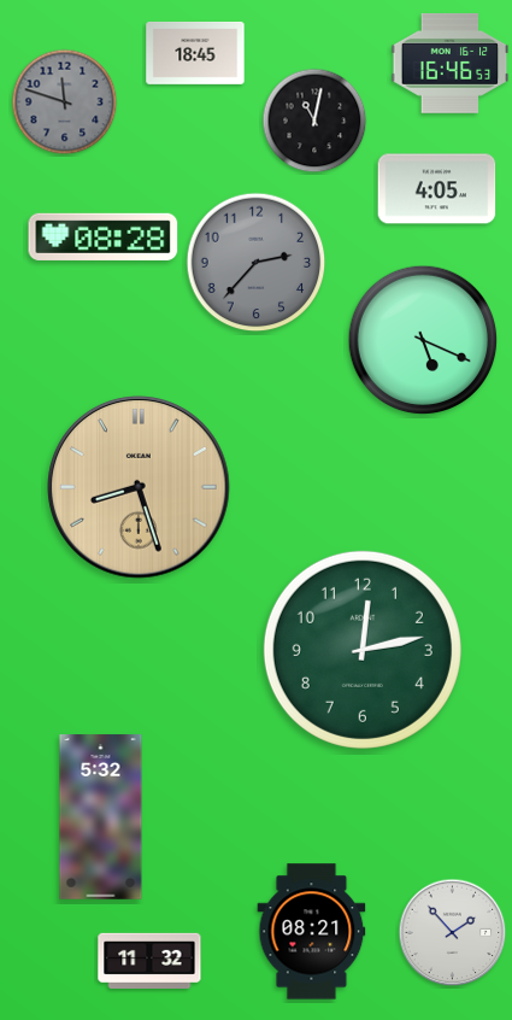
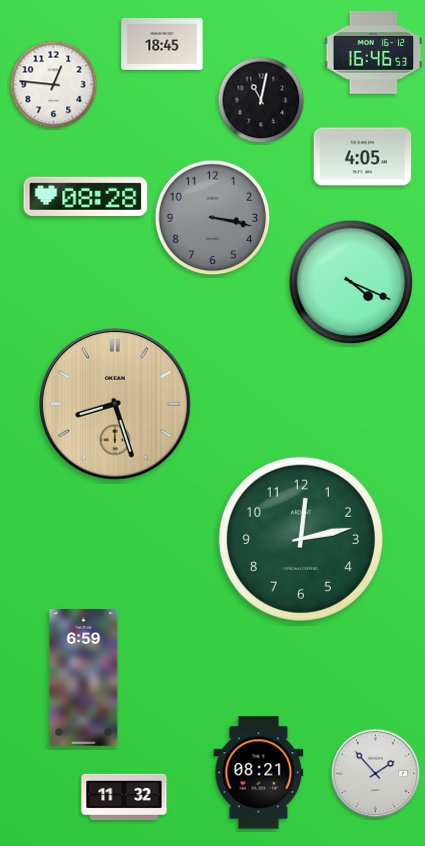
clock at (65, 102): 11:48 -> 12:46
clock at (65, 102) dial: grey -> white
clock at (257, 263): 2:37 -> 3:17
clock at (423, 340): 5:19 -> 4:19
clock at (101, 817): 5:32 -> 6:59
